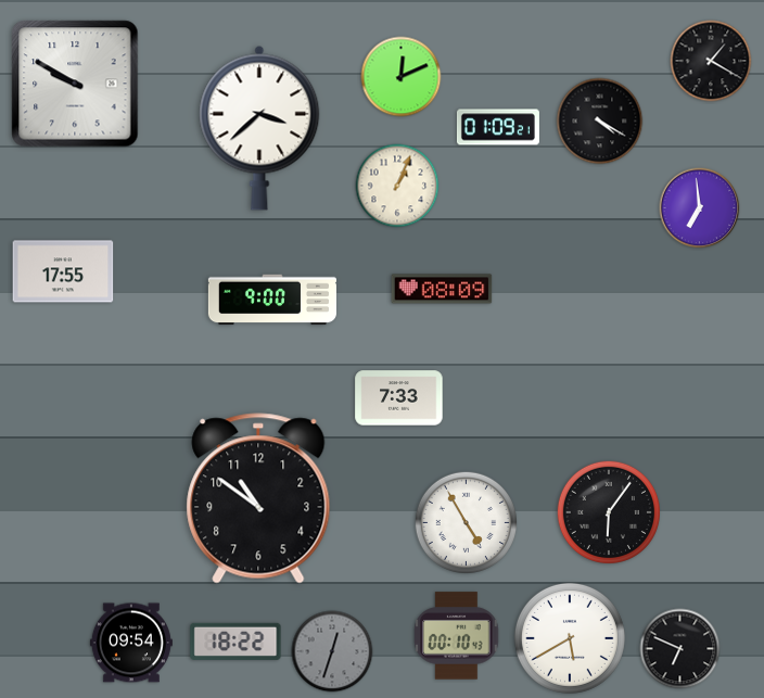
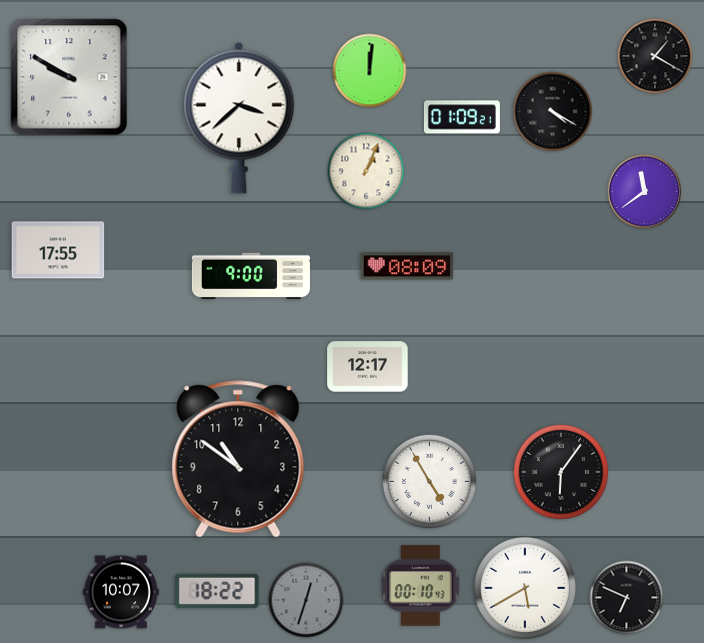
clock at (402, 77): 12:11 -> 12:01
clock at (498, 127) position: (498, 127) -> (462, 117)
clock at (700, 208): 6:59 -> 11:39
clock at (399, 398): 7:33 -> 12:17
clock at (131, 643): 09:54 -> 10:07
